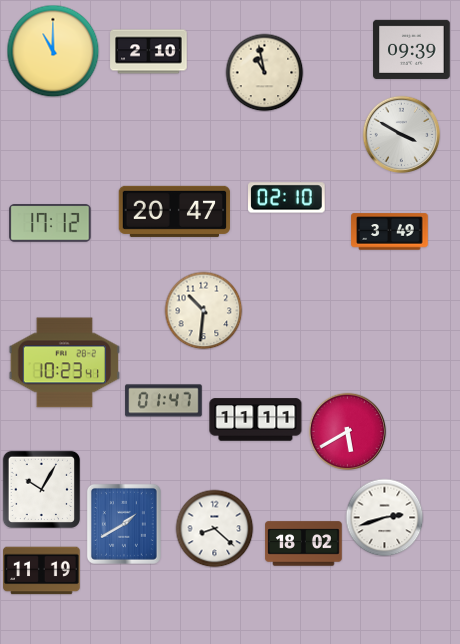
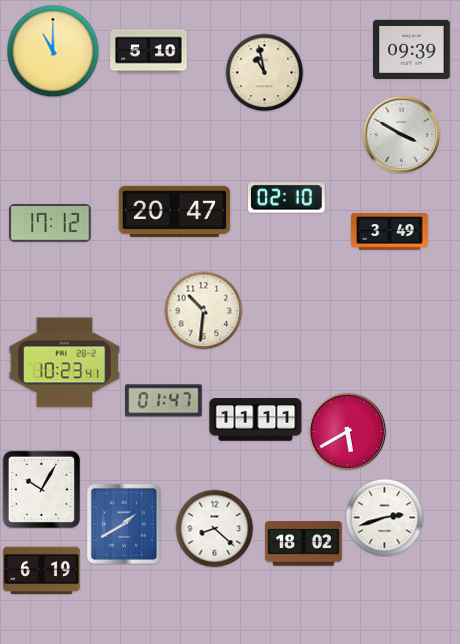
clock at (149, 52): 2:10 -> 5:10
clock at (42, 571): 11:19 -> 6:19
